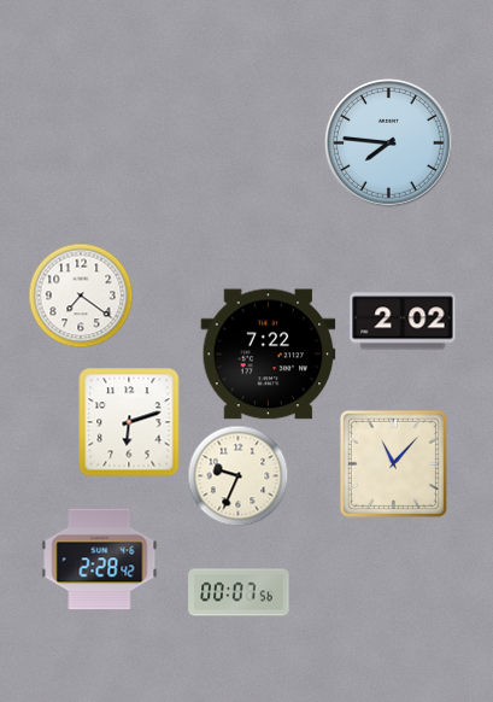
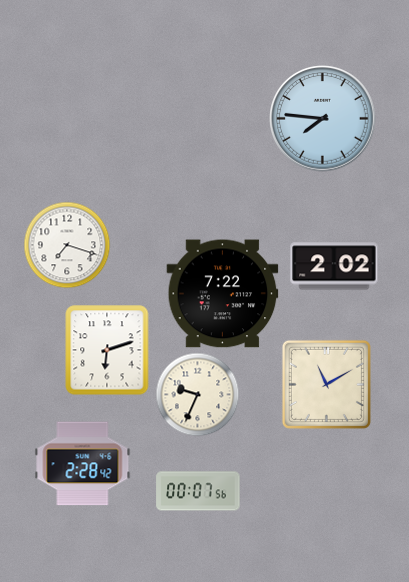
clock at (81, 296): 7:21 -> 7:18
clock at (393, 463): 11:07 -> 11:10
